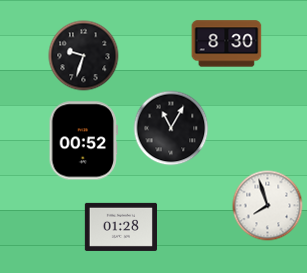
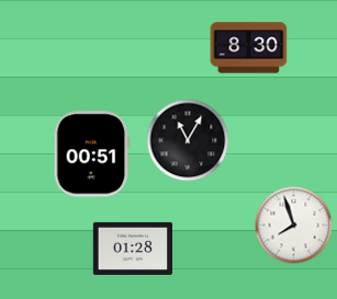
clock at (84, 56): 9:33 -> none
clock at (84, 141): 00:52 -> 00:51
